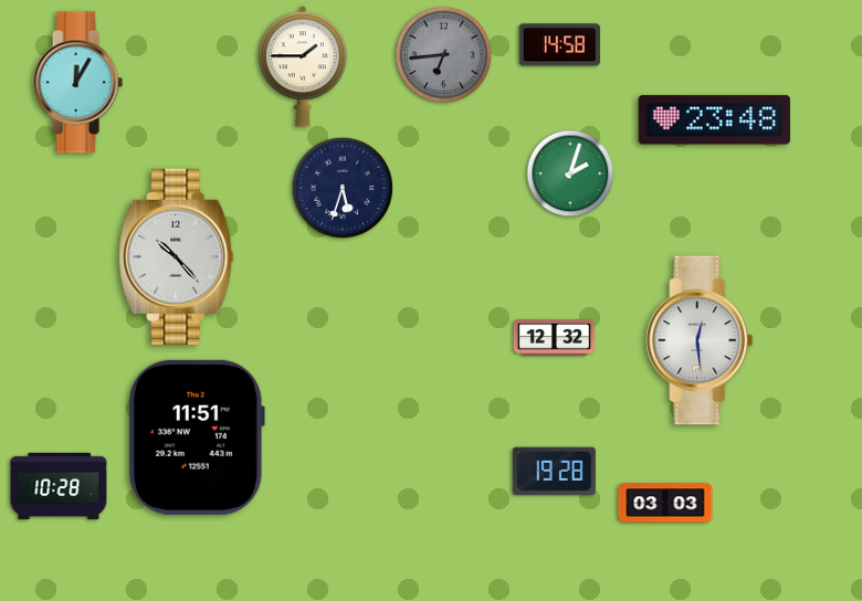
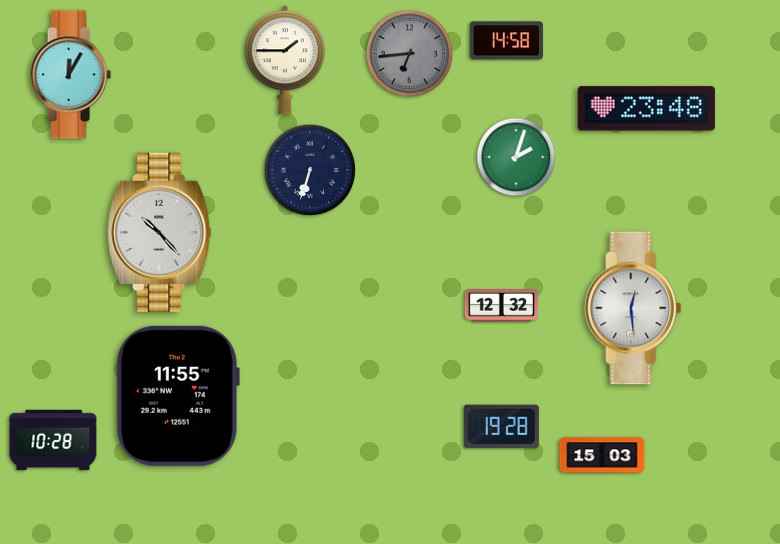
clock at (444, 55) position: (444, 55) -> (410, 54)
clock at (303, 66) position: (303, 66) -> (285, 60)
clock at (341, 187): 5:33 -> 6:33
clock at (197, 437): 11:51 -> 11:55
clock at (665, 503): 03:03 -> 15:03
